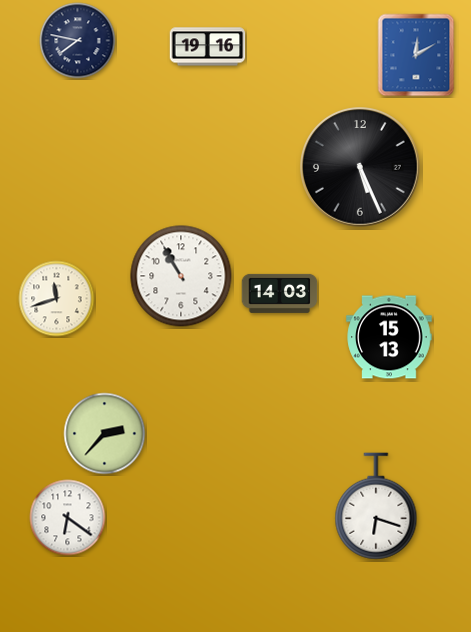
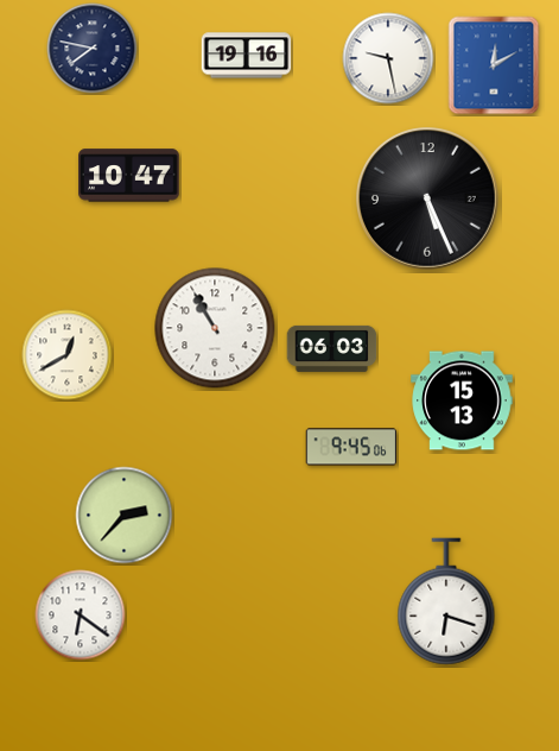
clock at (388, 58): none -> 9:28
clock at (129, 176): none -> 10:47
clock at (280, 293): 14:03 -> 06:03
clock at (57, 299): 11:42 -> 12:40
clock at (351, 447): none -> 9:45
